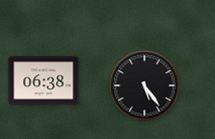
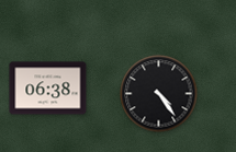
clock at (145, 86): 5:24 -> 4:24
